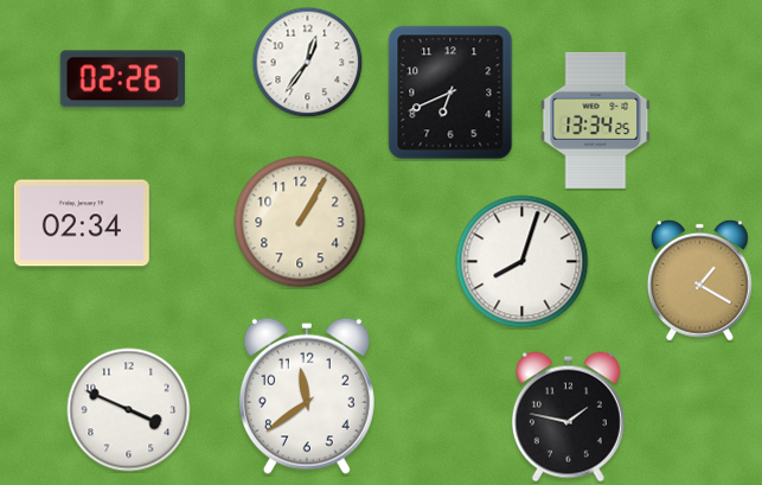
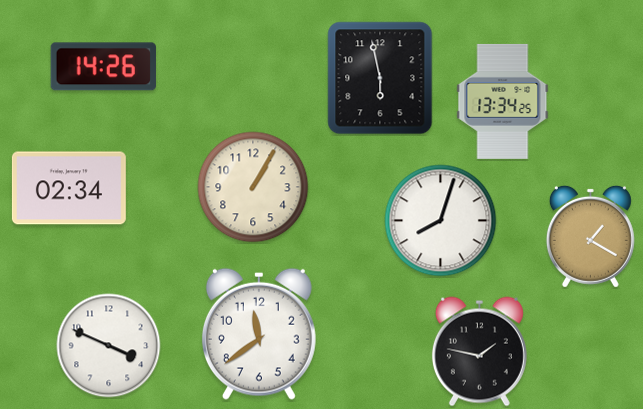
clock at (307, 62): 12:36 -> none
clock at (122, 79): 02:26 -> 14:26
clock at (450, 92): 6:41 -> 5:58
